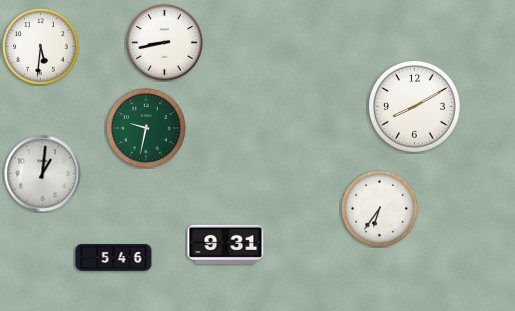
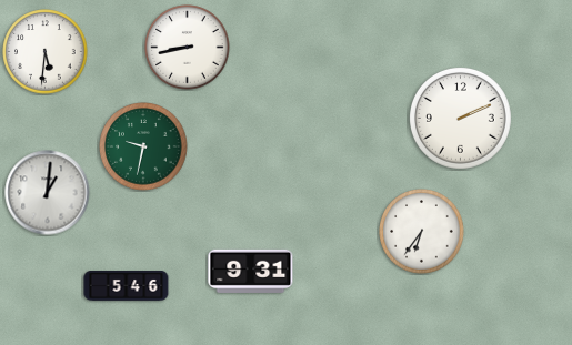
clock at (165, 43) position: (165, 43) -> (188, 48)
clock at (414, 106): 8:10 -> 2:11
clock at (146, 128) position: (146, 128) -> (143, 146)
